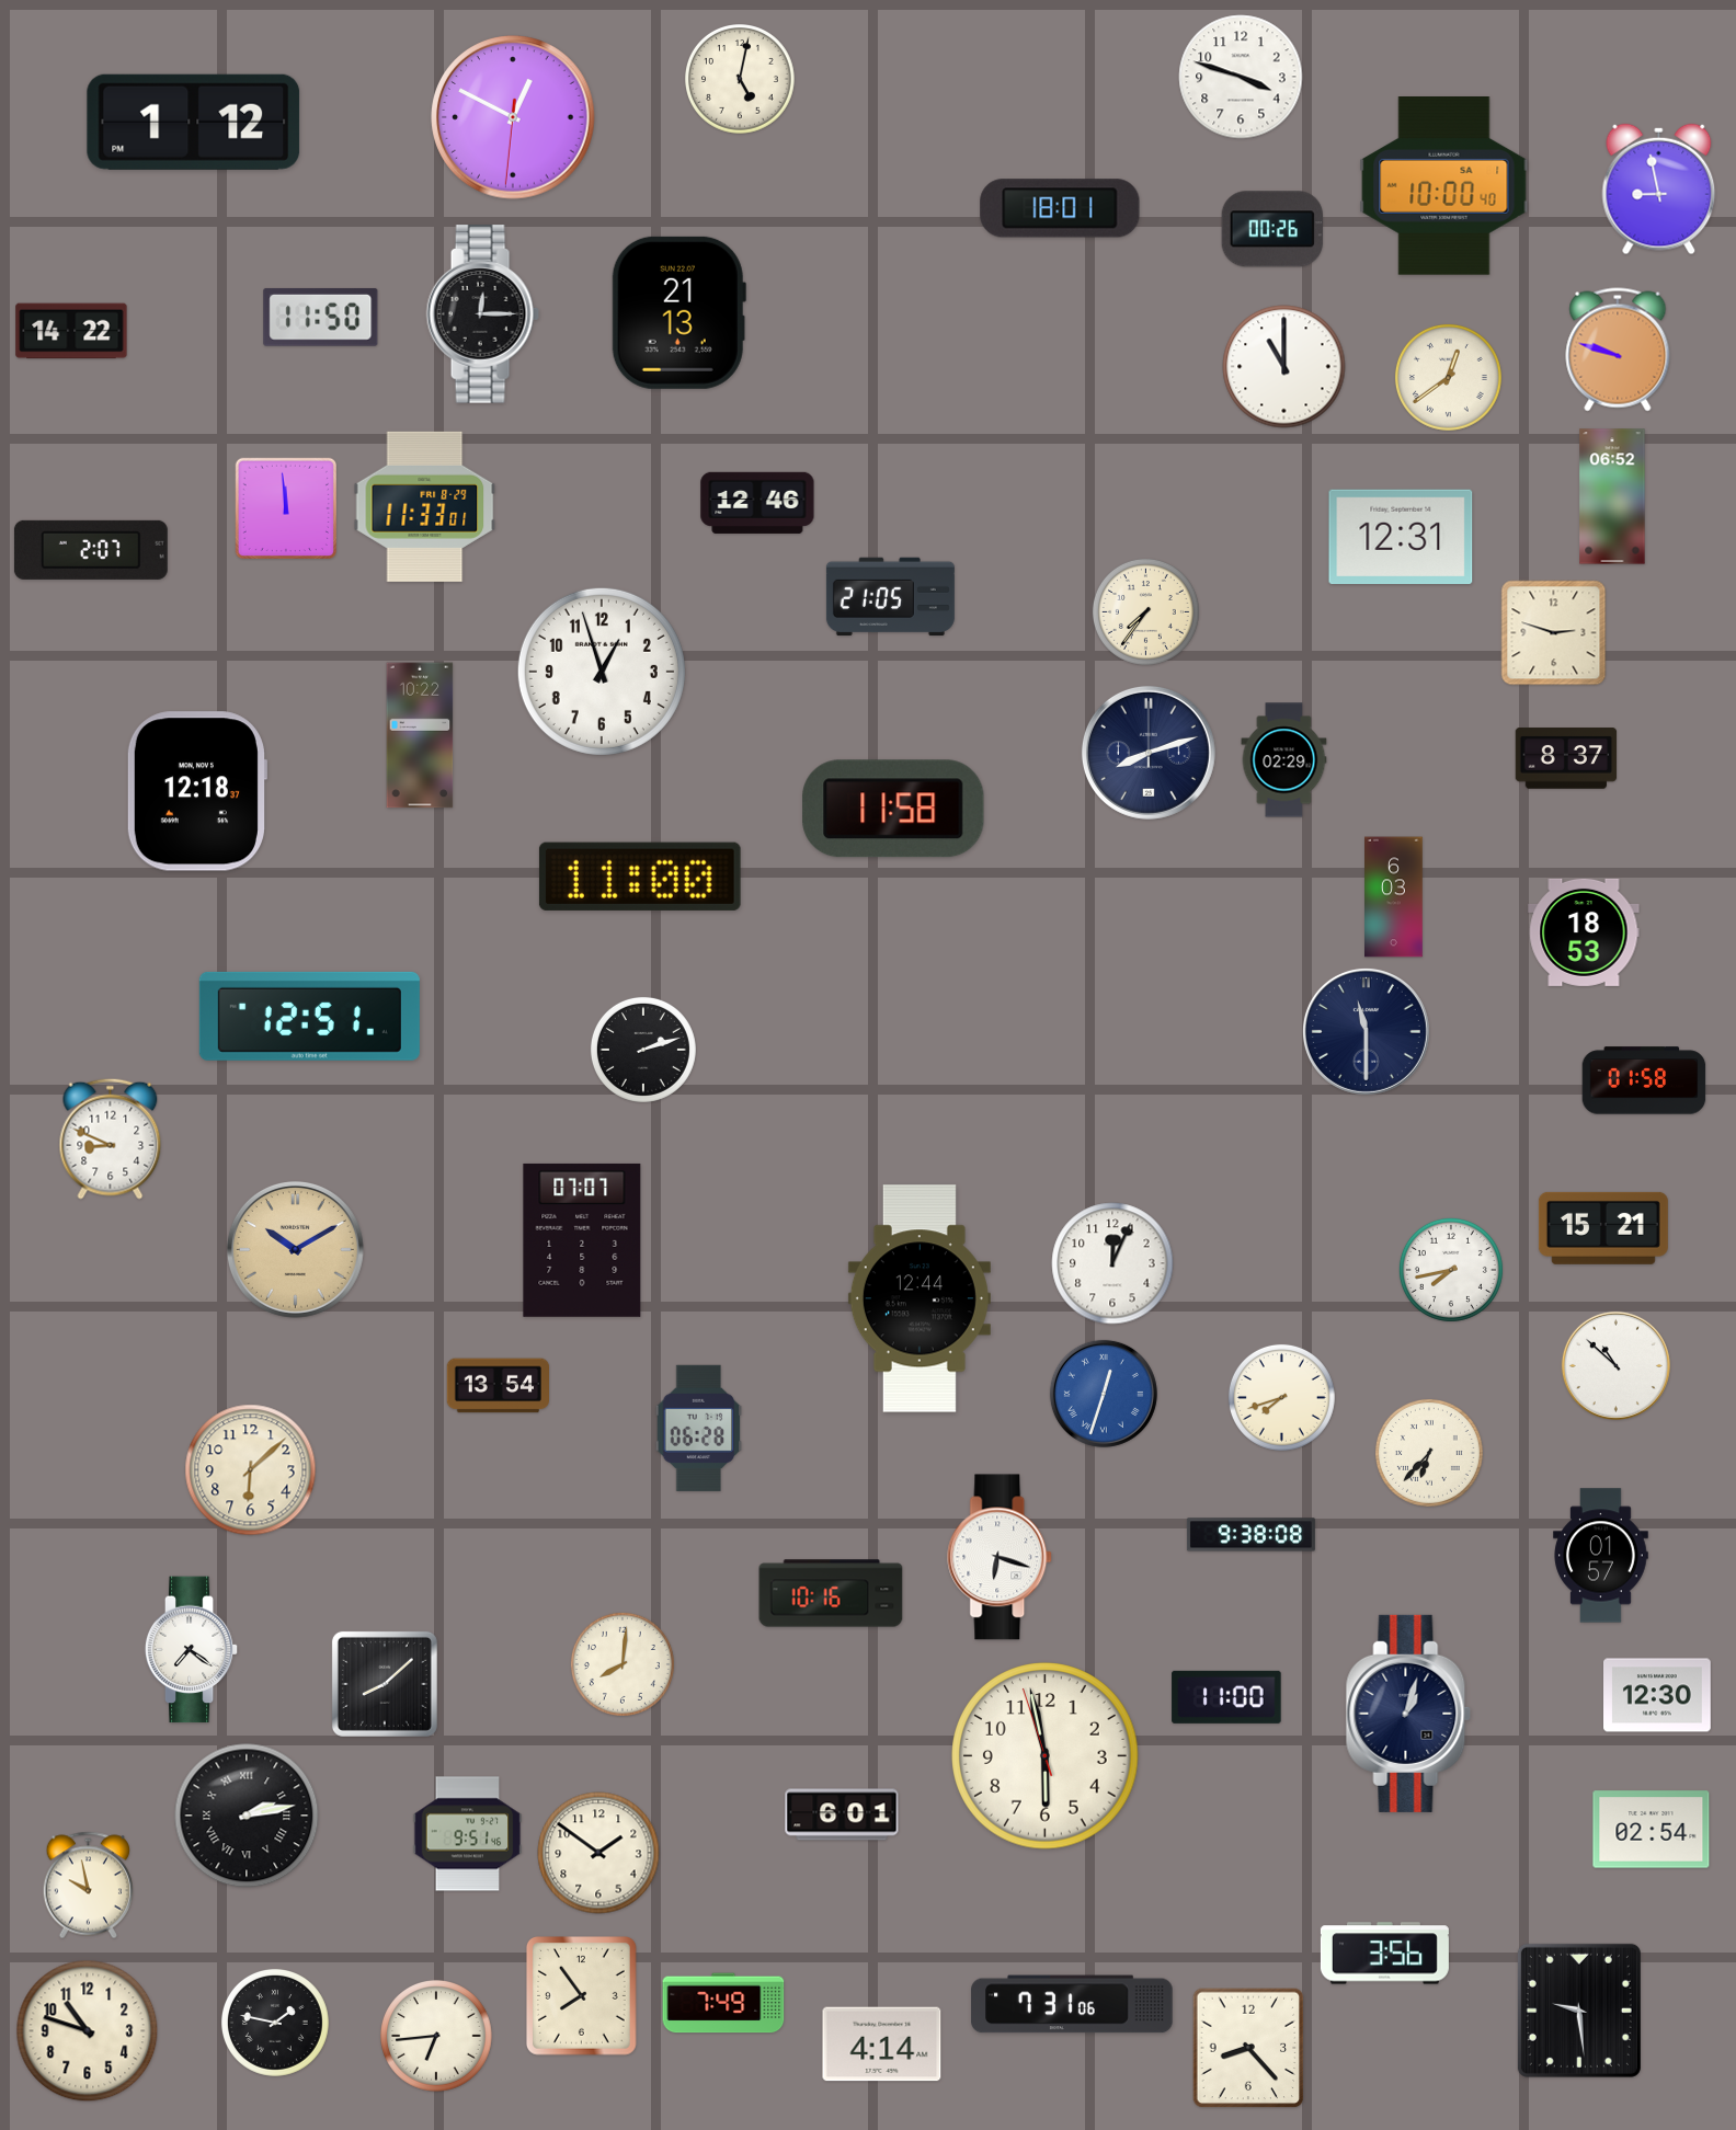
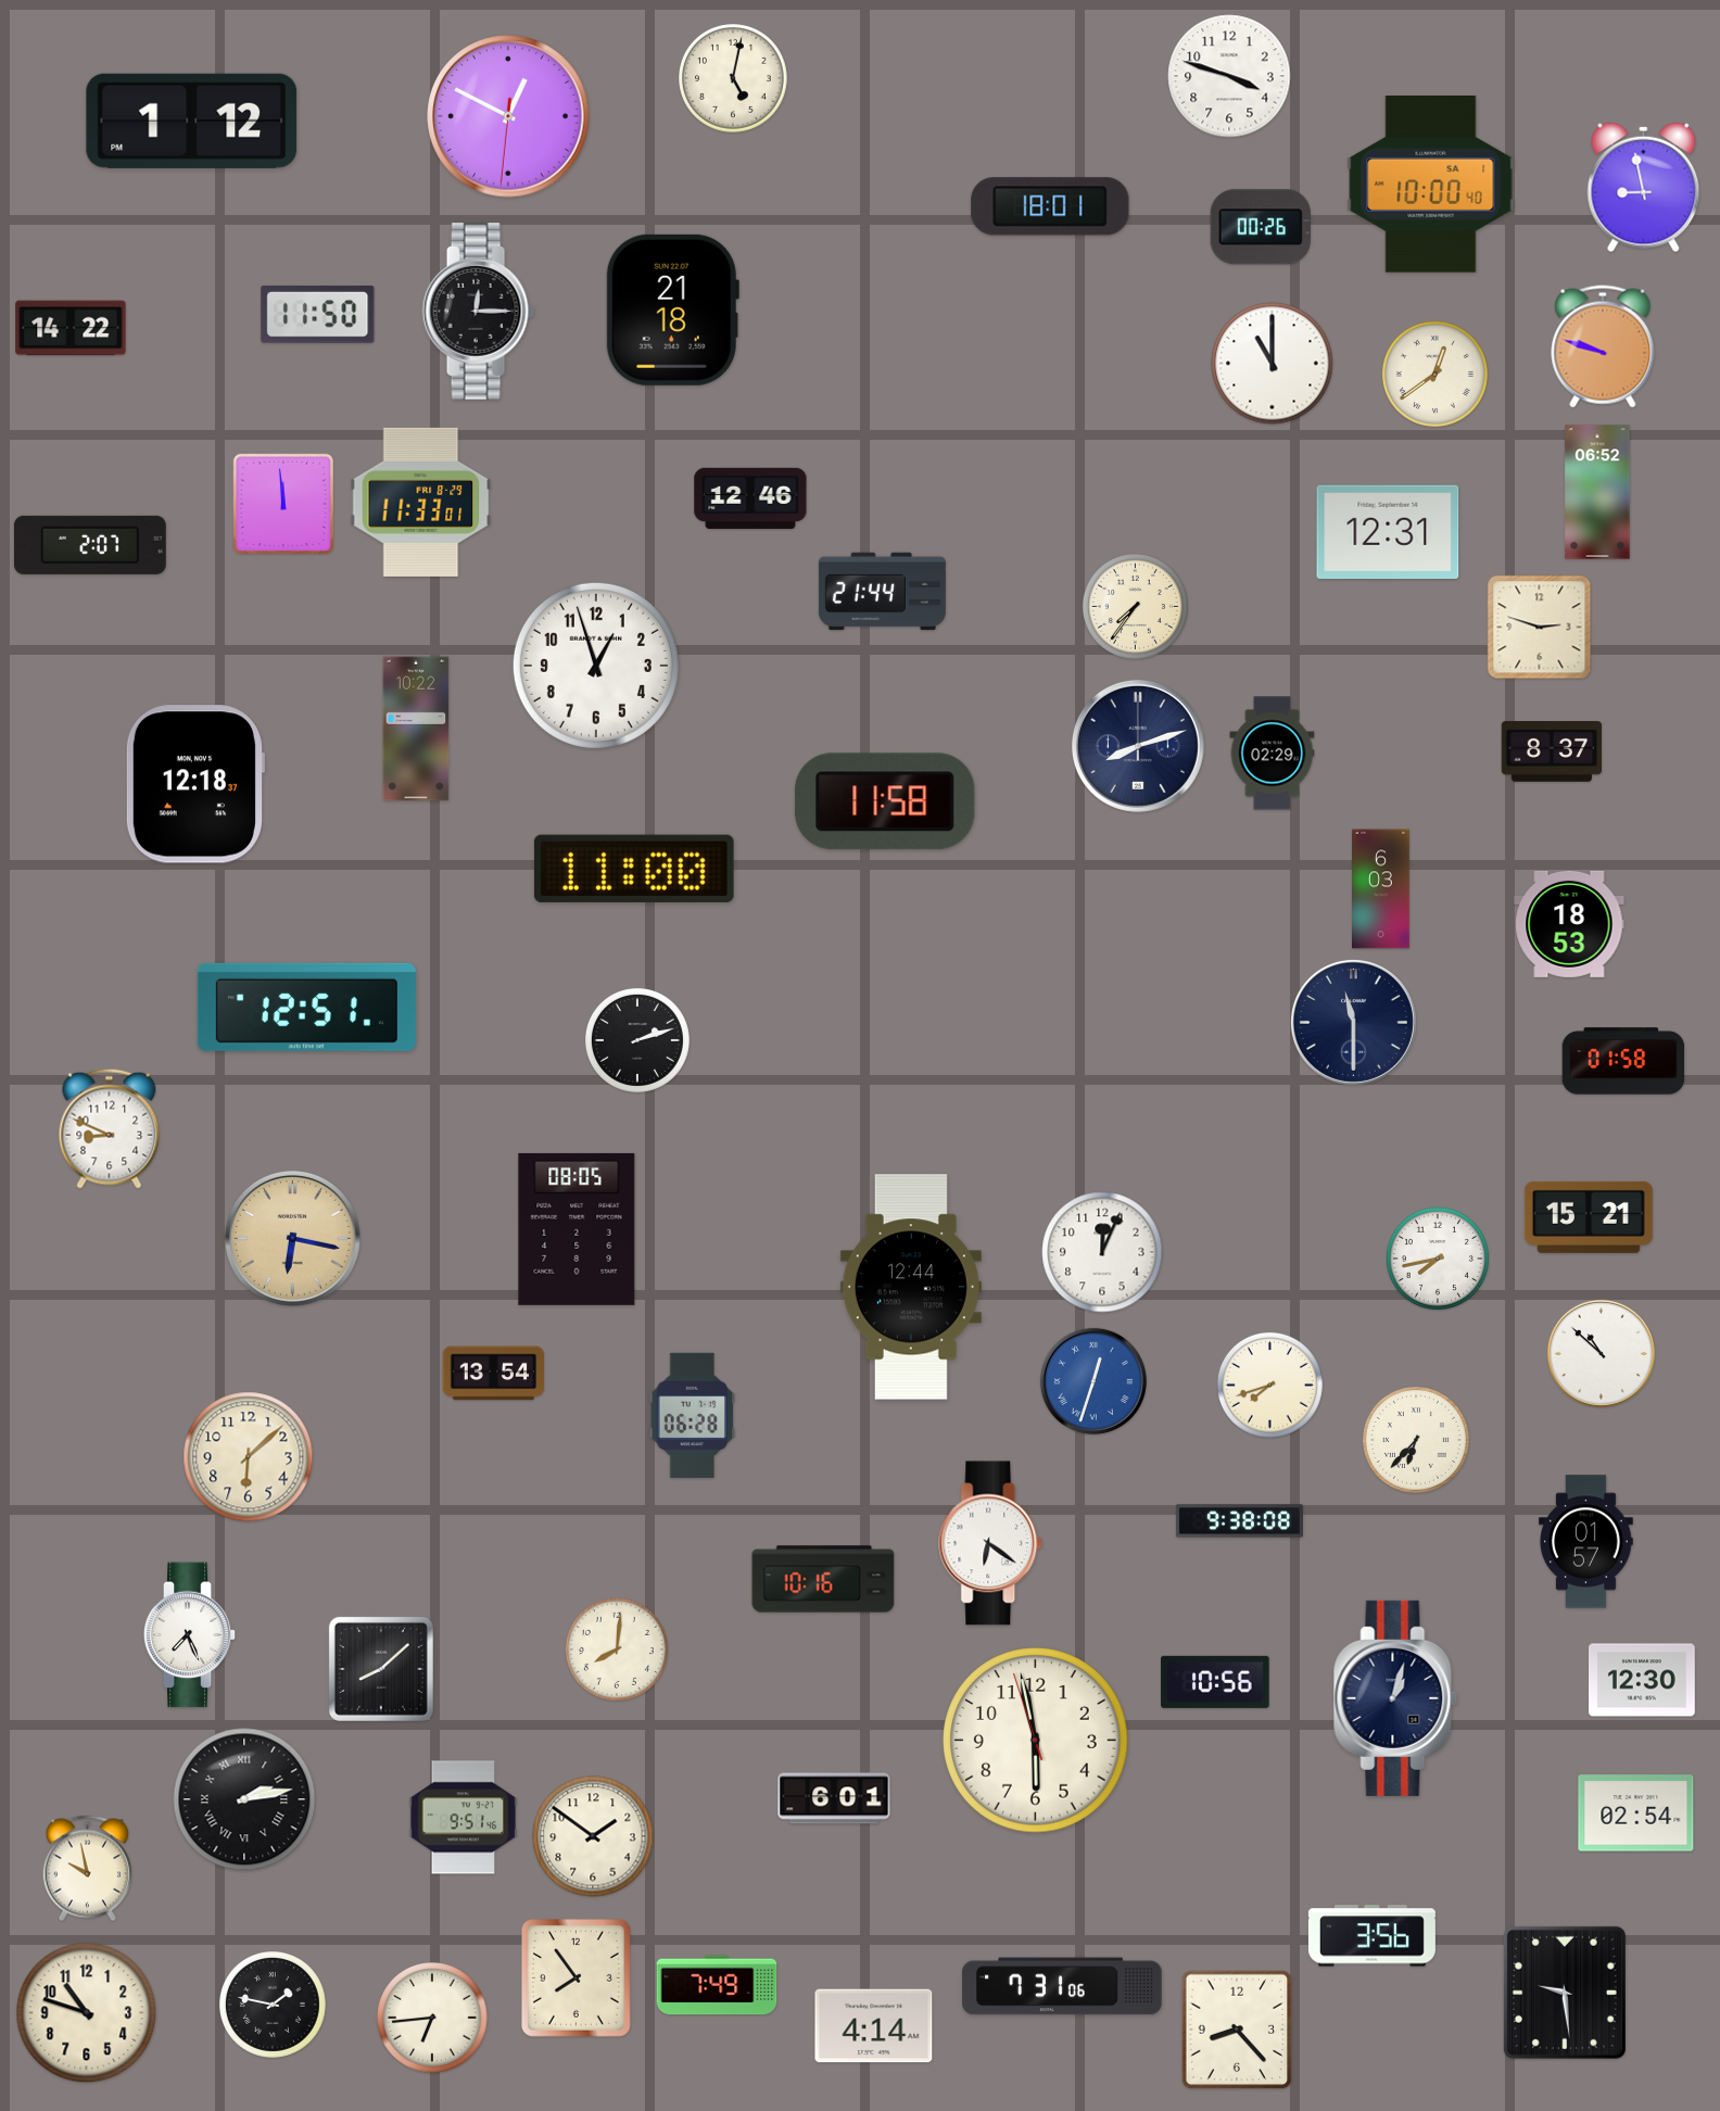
clock at (678, 312): 21:13 -> 21:18
clock at (890, 597): 21:05 -> 21:44
clock at (1644, 1080) position: (1644, 1080) -> (1623, 1061)
clock at (582, 1240): 07:07 -> 08:05
clock at (295, 1249): 10:10 -> 6:17
clock at (1001, 1557): 6:18 -> 6:21
clock at (192, 1650): 7:21 -> 7:26
clock at (1226, 1697): 11:00 -> 10:56
